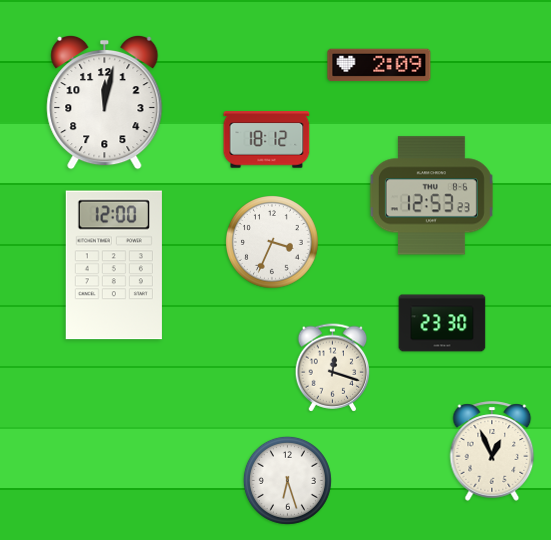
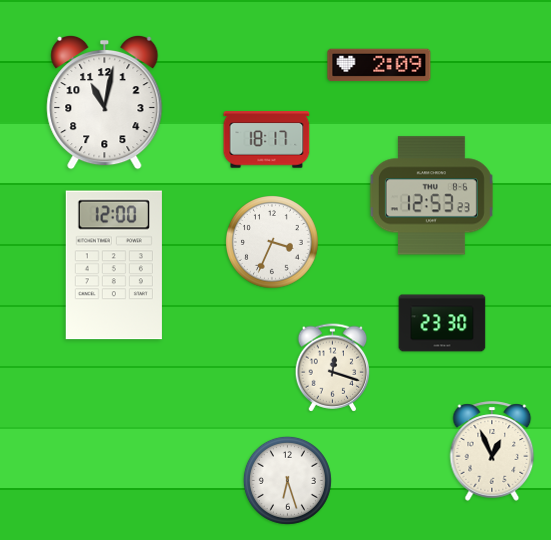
clock at (105, 102): 12:02 -> 11:02
clock at (267, 140): 18:12 -> 18:17
